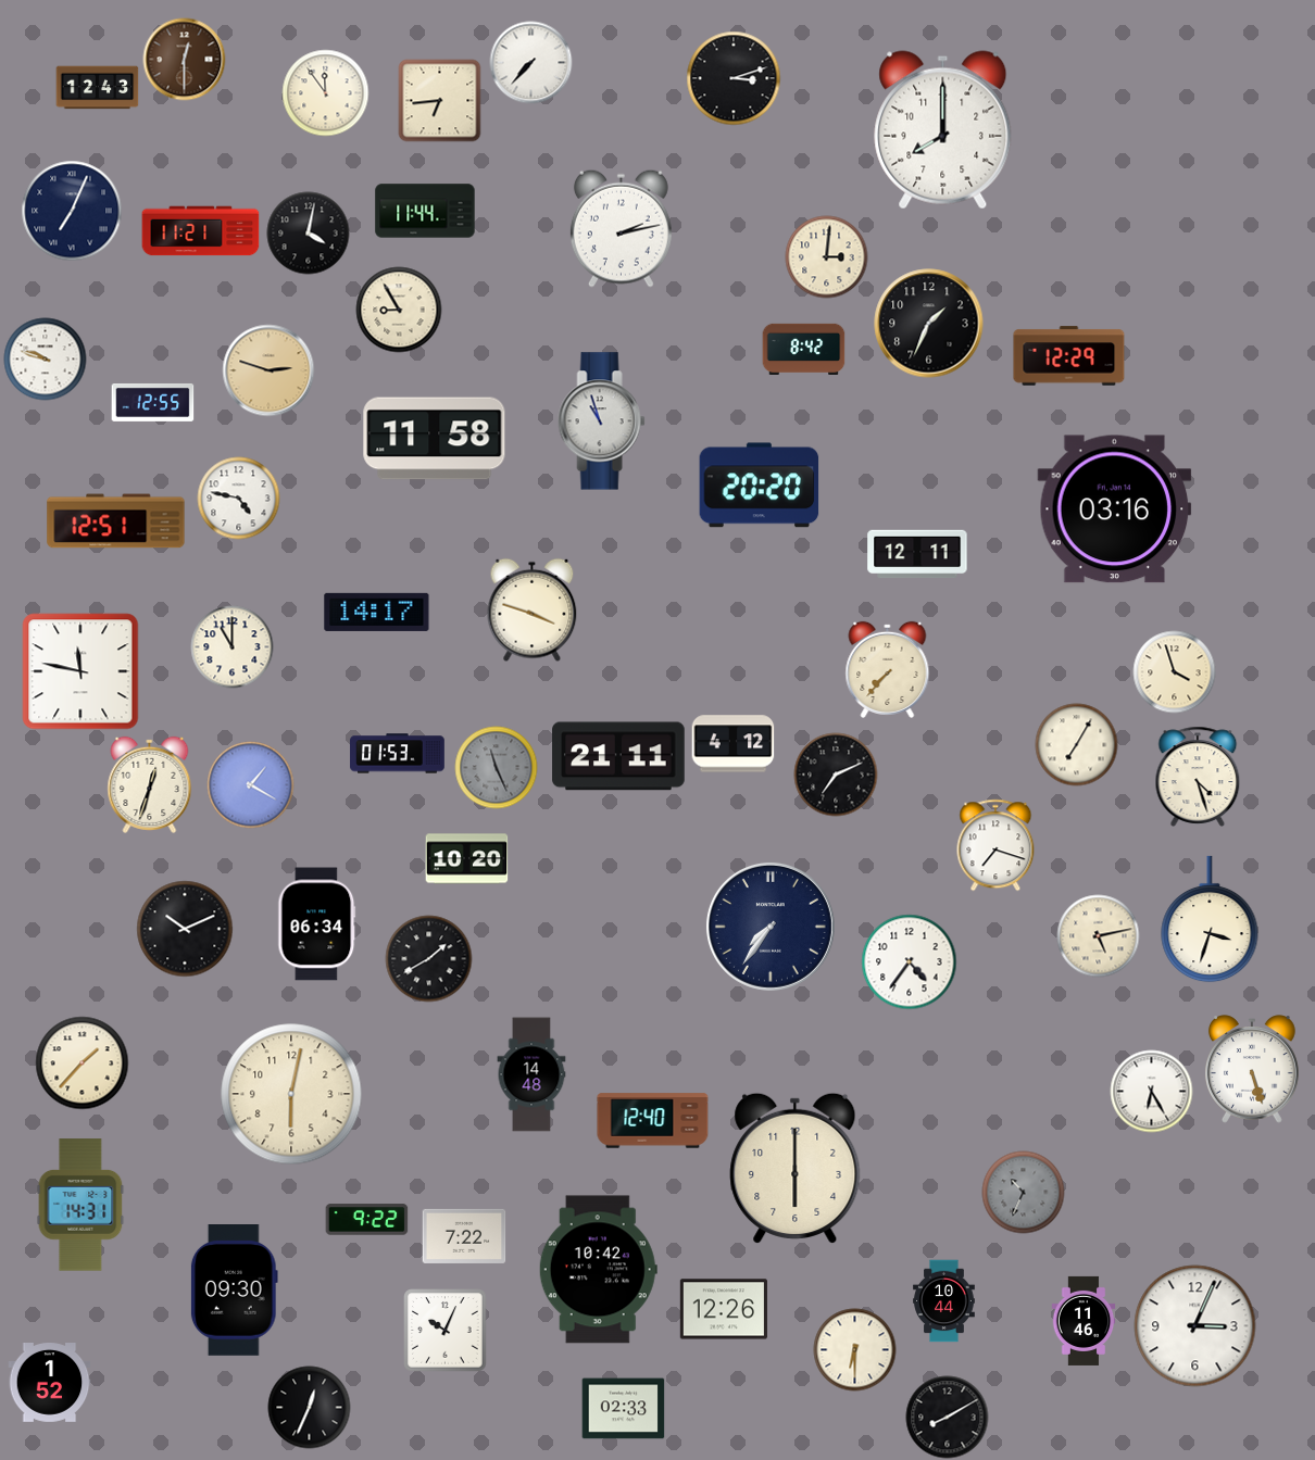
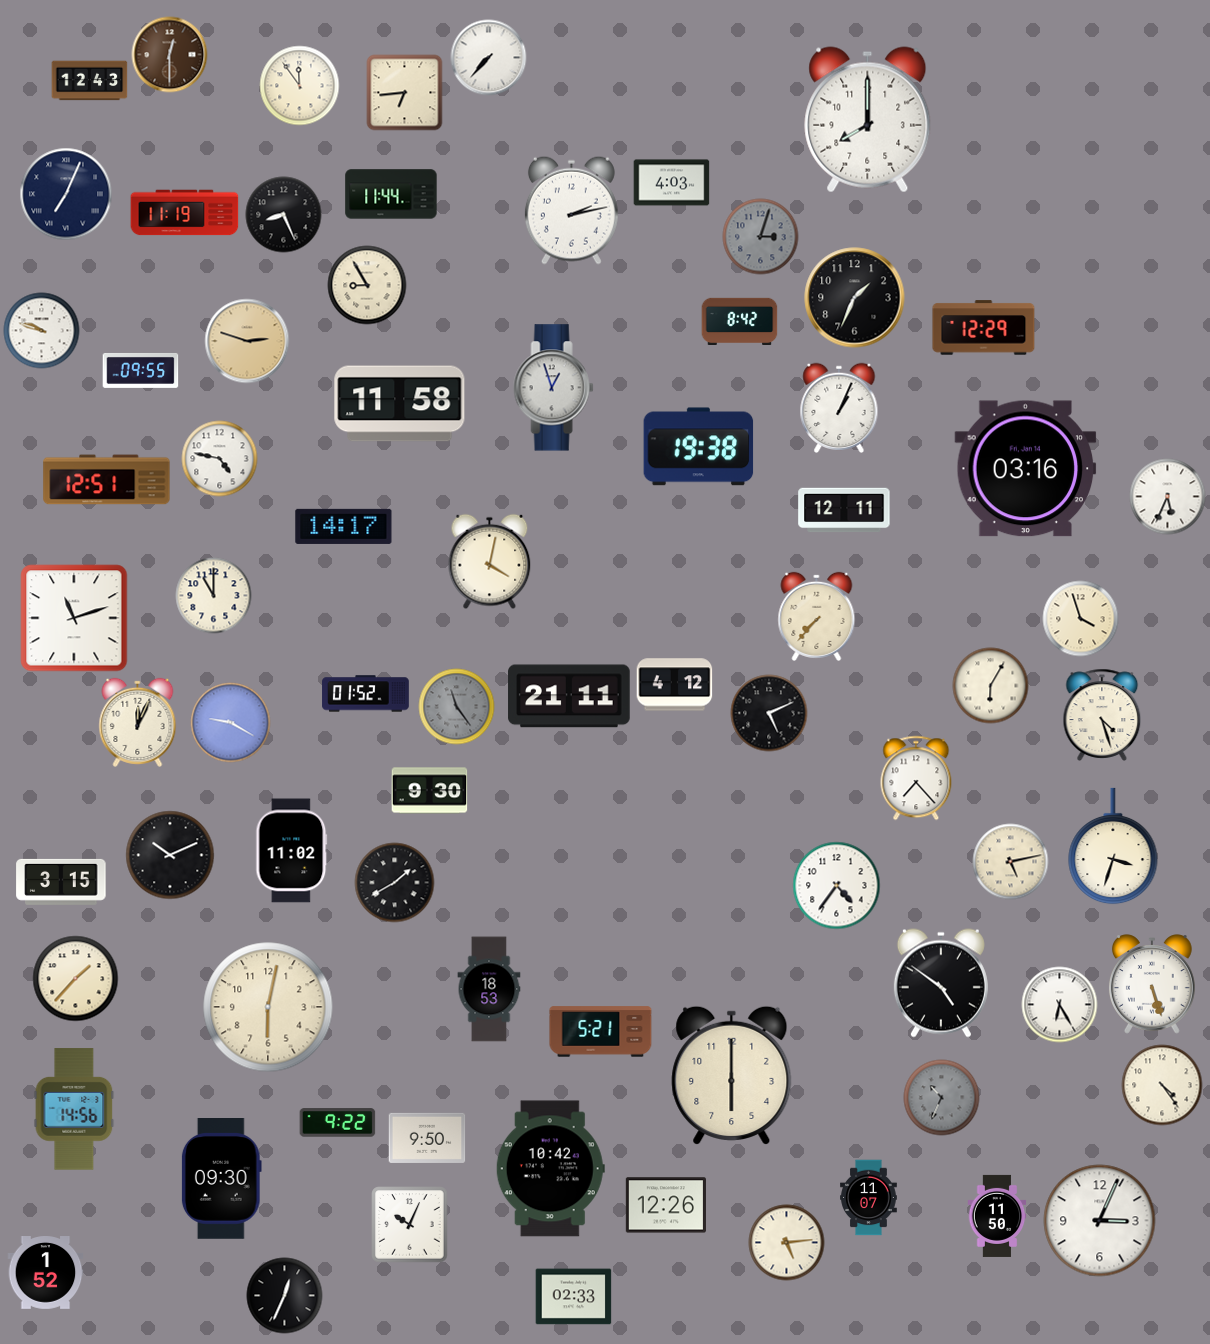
clock at (734, 78): 3:12 -> none
clock at (672, 183): none -> 4:03
clock at (201, 231): 11:21 -> 11:19
clock at (309, 234): 4:02 -> 8:26
clock at (827, 257): 3:01 -> 3:03
clock at (827, 257) dial: cream -> grey
clock at (153, 402): 12:55 -> 09:55
clock at (602, 421): 10:57 -> 12:57
clock at (839, 408): none -> 1:04
clock at (760, 486): 20:20 -> 19:38
clock at (1168, 497): none -> 5:34
clock at (533, 611): 3:48 -> 4:02
clock at (377, 612) position: (377, 612) -> (344, 526)
clock at (80, 671): 11:47 -> 11:12
clock at (1077, 745): 7:05 -> 6:05
clock at (398, 754): 01:53 -> 01:52
clock at (497, 768): 11:26 -> 11:24
clock at (836, 775): 7:11 -> 5:11
clock at (150, 784): 12:33 -> 12:04
clock at (251, 785): 1:20 -> 9:20
clock at (995, 845): 7:18 -> 7:23
clock at (467, 859): 10:20 -> 9:30
clock at (317, 924): 06:34 -> 11:02
clock at (771, 927): 7:36 -> none
clock at (61, 882): none -> 3:15
clock at (941, 983): none -> 4:51
clock at (531, 1074): 14:48 -> 18:53
clock at (653, 1121): 12:40 -> 5:21
clock at (1162, 1085): none -> 4:24
clock at (80, 1205): 14:31 -> 14:56
clock at (464, 1236): 7:22 -> 9:50
clock at (234, 1291) position: (234, 1291) -> (221, 1179)
clock at (944, 1301): 10:44 -> 11:07
clock at (1084, 1321): 11:46 -> 11:50
clock at (855, 1350): 6:30 -> 5:14
clock at (948, 1418): 8:10 -> none
